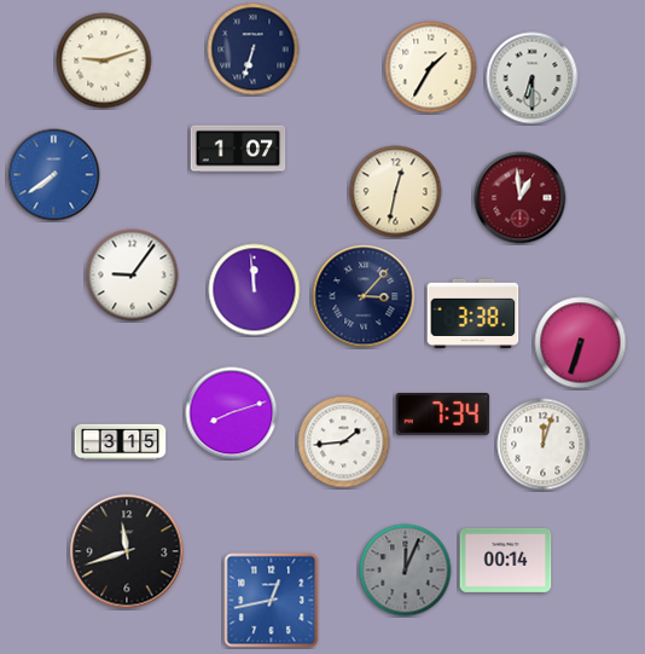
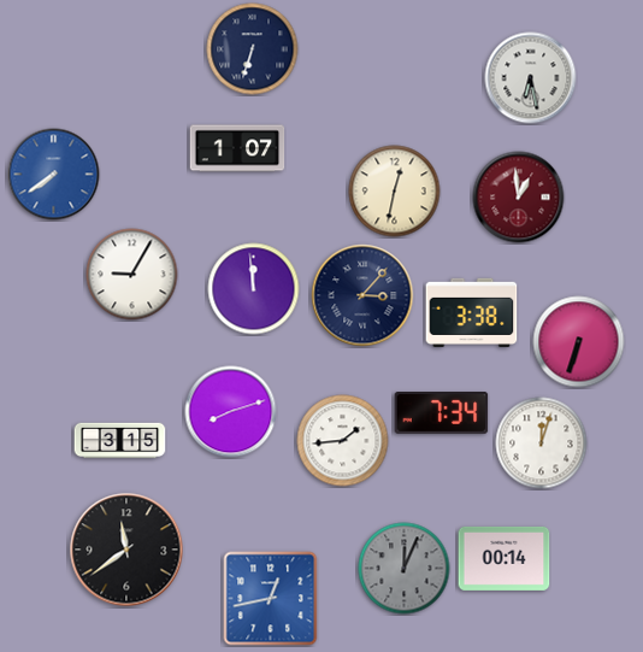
clock at (104, 60): 9:12 -> none
clock at (431, 68): 1:35 -> none
clock at (533, 79): 6:30 -> 6:28
clock at (133, 276): 9:06 -> 9:05
clock at (127, 551): 11:42 -> 11:39
